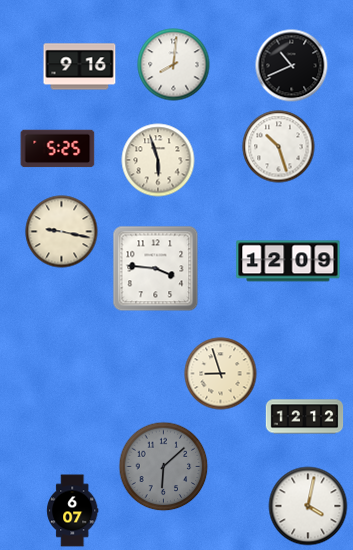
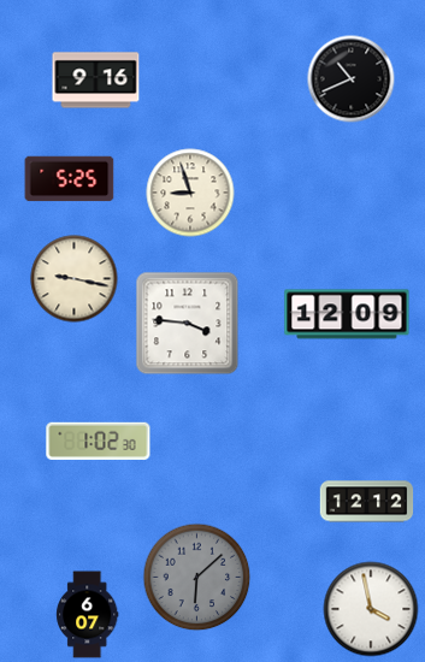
clock at (174, 65): 8:01 -> none
clock at (279, 147): 10:27 -> none
clock at (158, 160): 5:57 -> 8:57
clock at (99, 441): none -> 1:02
clock at (221, 374): 8:57 -> none
clock at (164, 467) position: (164, 467) -> (197, 578)
clock at (308, 506): 4:02 -> 3:58
